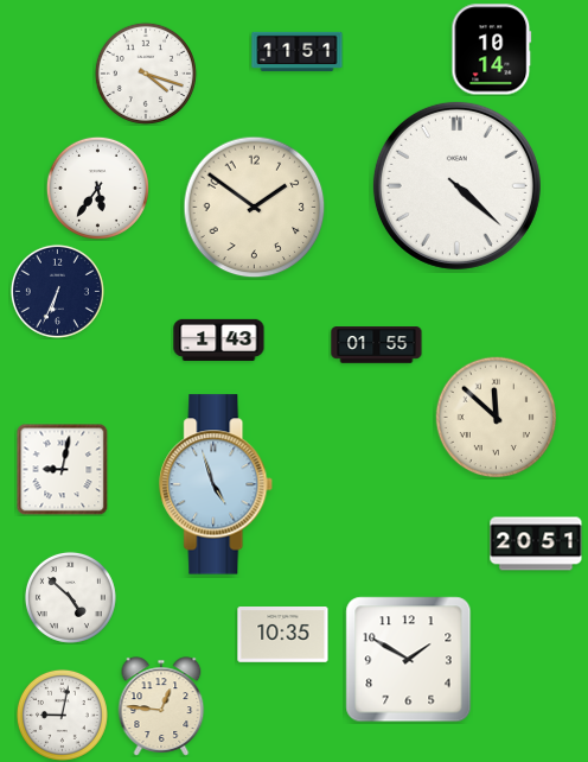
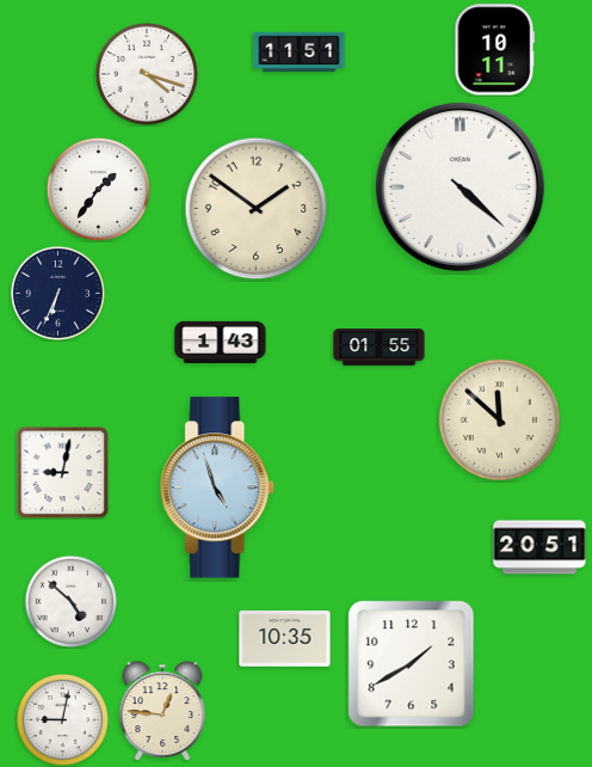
clock at (492, 50): 10:14 -> 10:11
clock at (97, 188): 5:36 -> 1:36
clock at (409, 660): 1:50 -> 1:40
